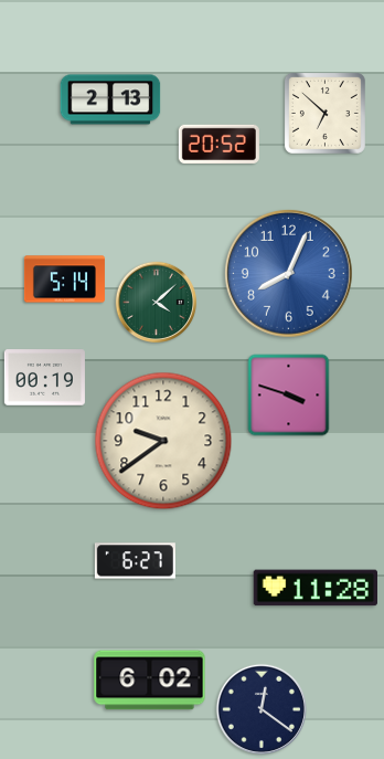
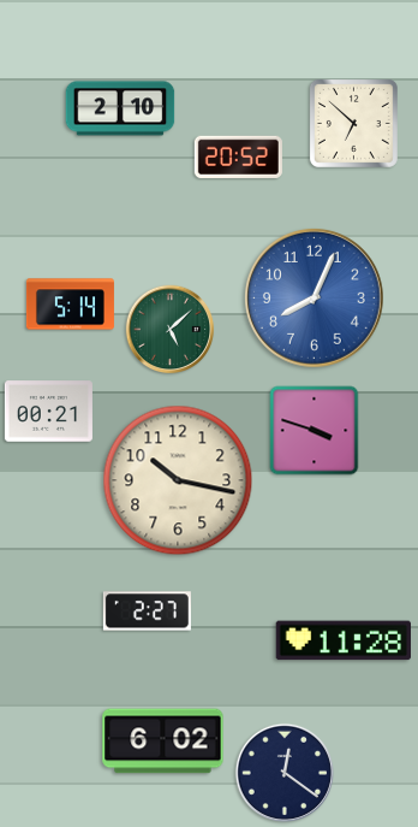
clock at (110, 99): 2:13 -> 2:10
clock at (157, 303): 4:08 -> 5:08
clock at (44, 378): 00:19 -> 00:21
clock at (163, 441): 9:39 -> 10:17
clock at (135, 561): 6:27 -> 2:27
